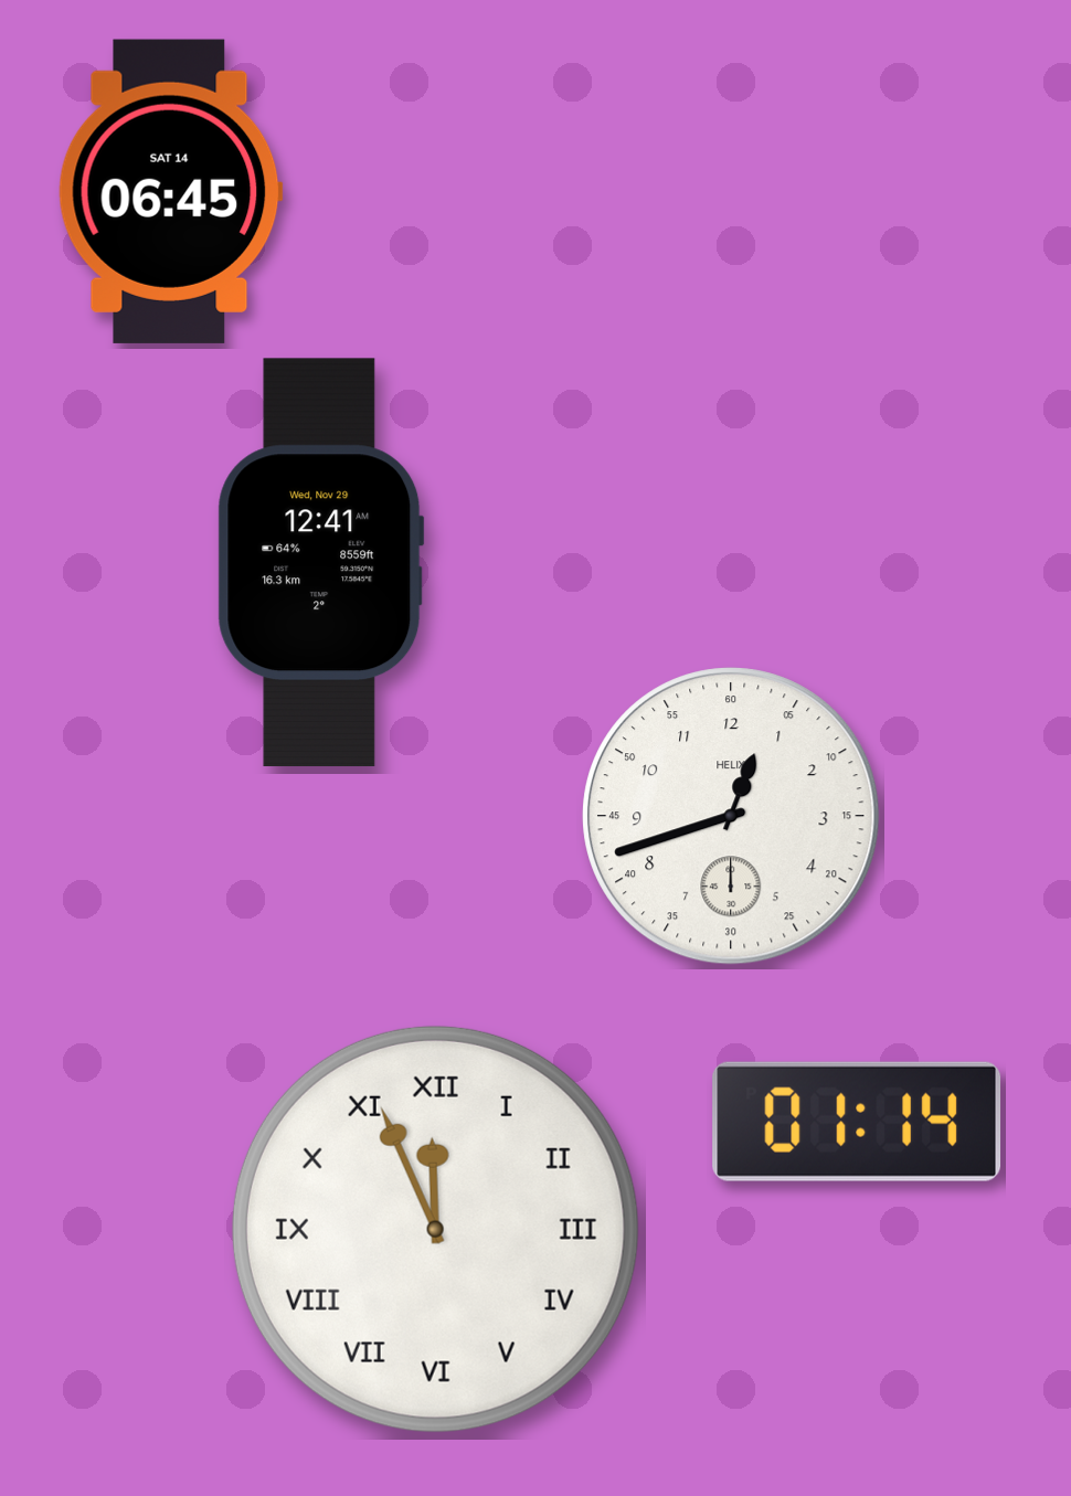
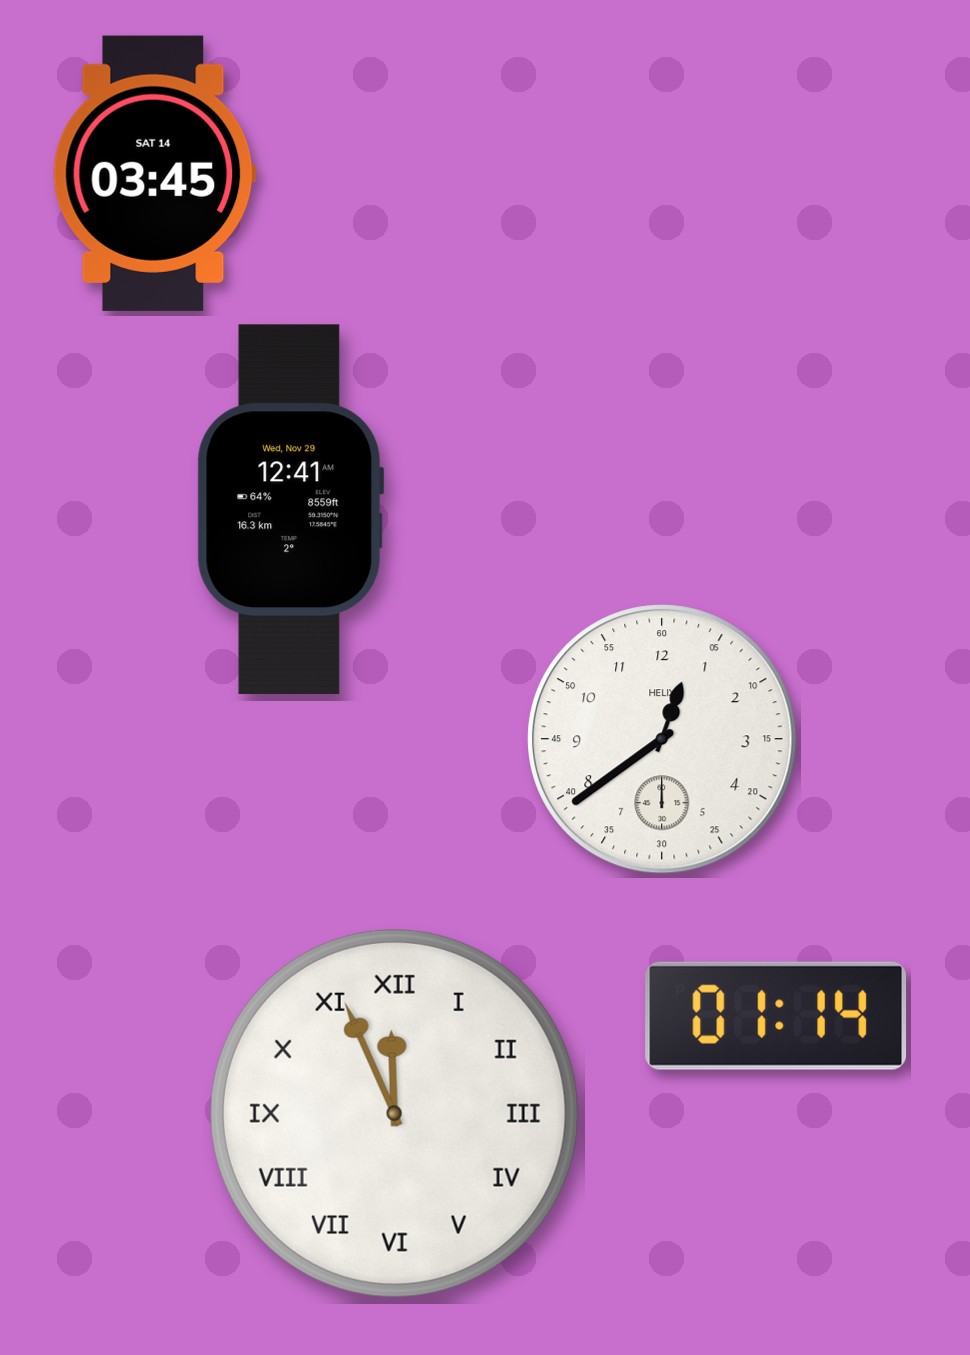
clock at (170, 191): 06:45 -> 03:45
clock at (731, 816): 12:42 -> 12:39
